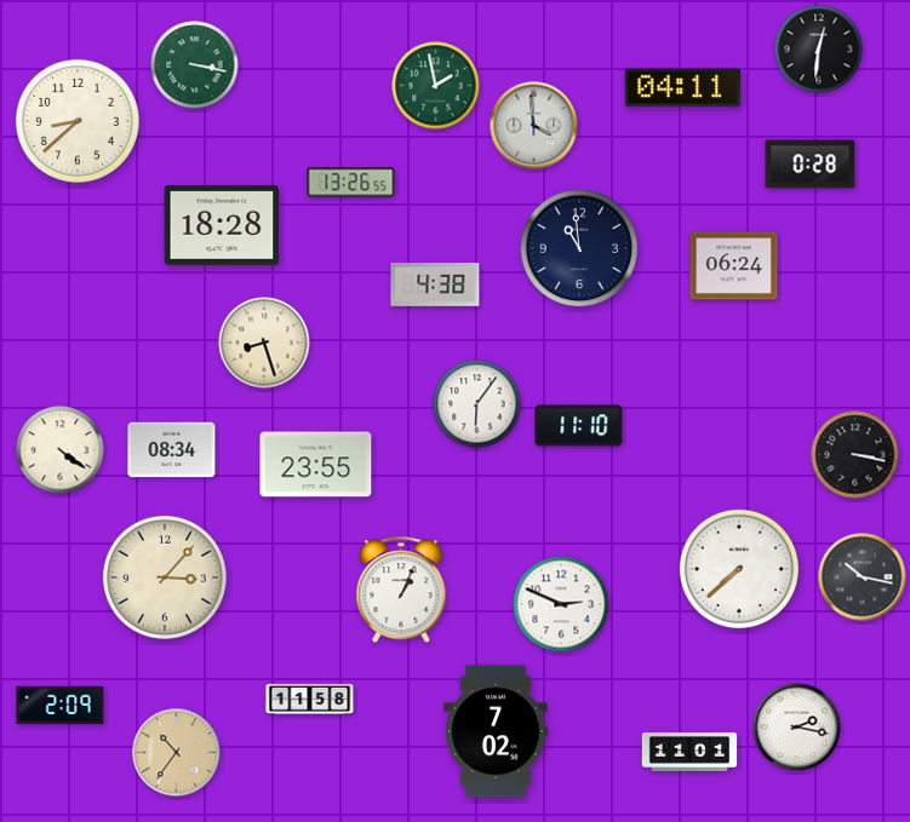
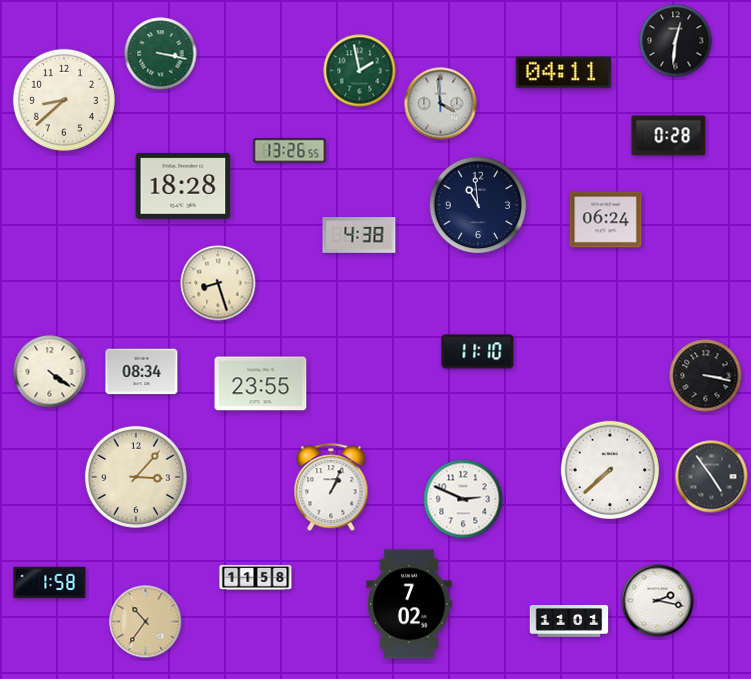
clock at (477, 404): 6:06 -> none
clock at (863, 577): 10:17 -> 4:54
clock at (61, 706): 2:09 -> 1:58
